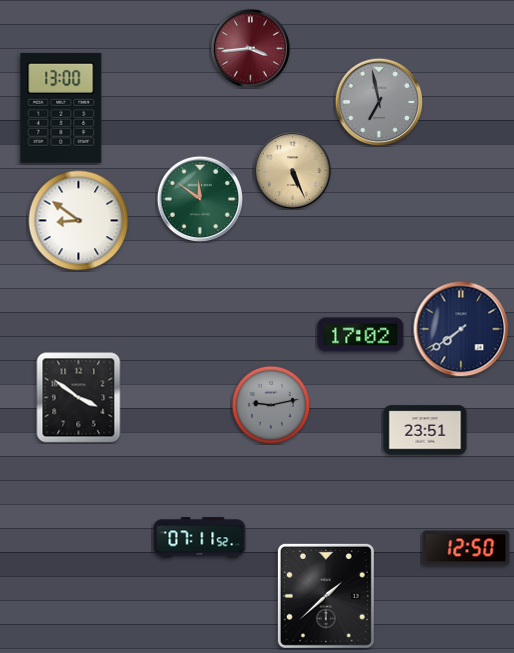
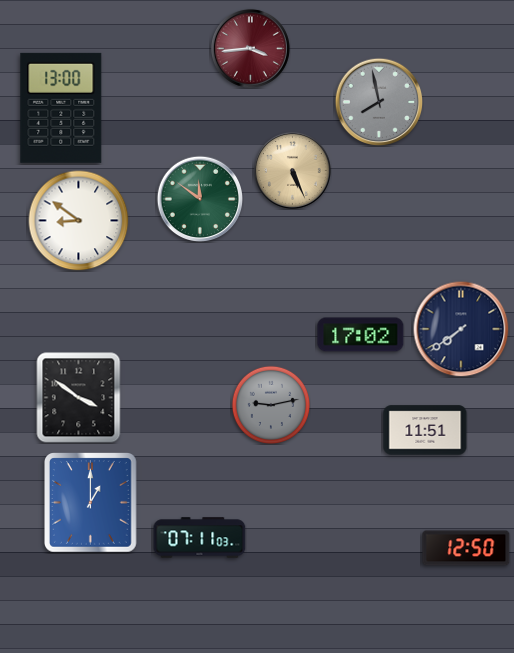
clock at (379, 102): 6:58 -> 7:58
clock at (425, 430): 23:51 -> 11:51
clock at (91, 503): none -> 1:00
clock at (200, 538): 07:11:52 -> 07:11:03
clock at (326, 596): 1:38 -> none
